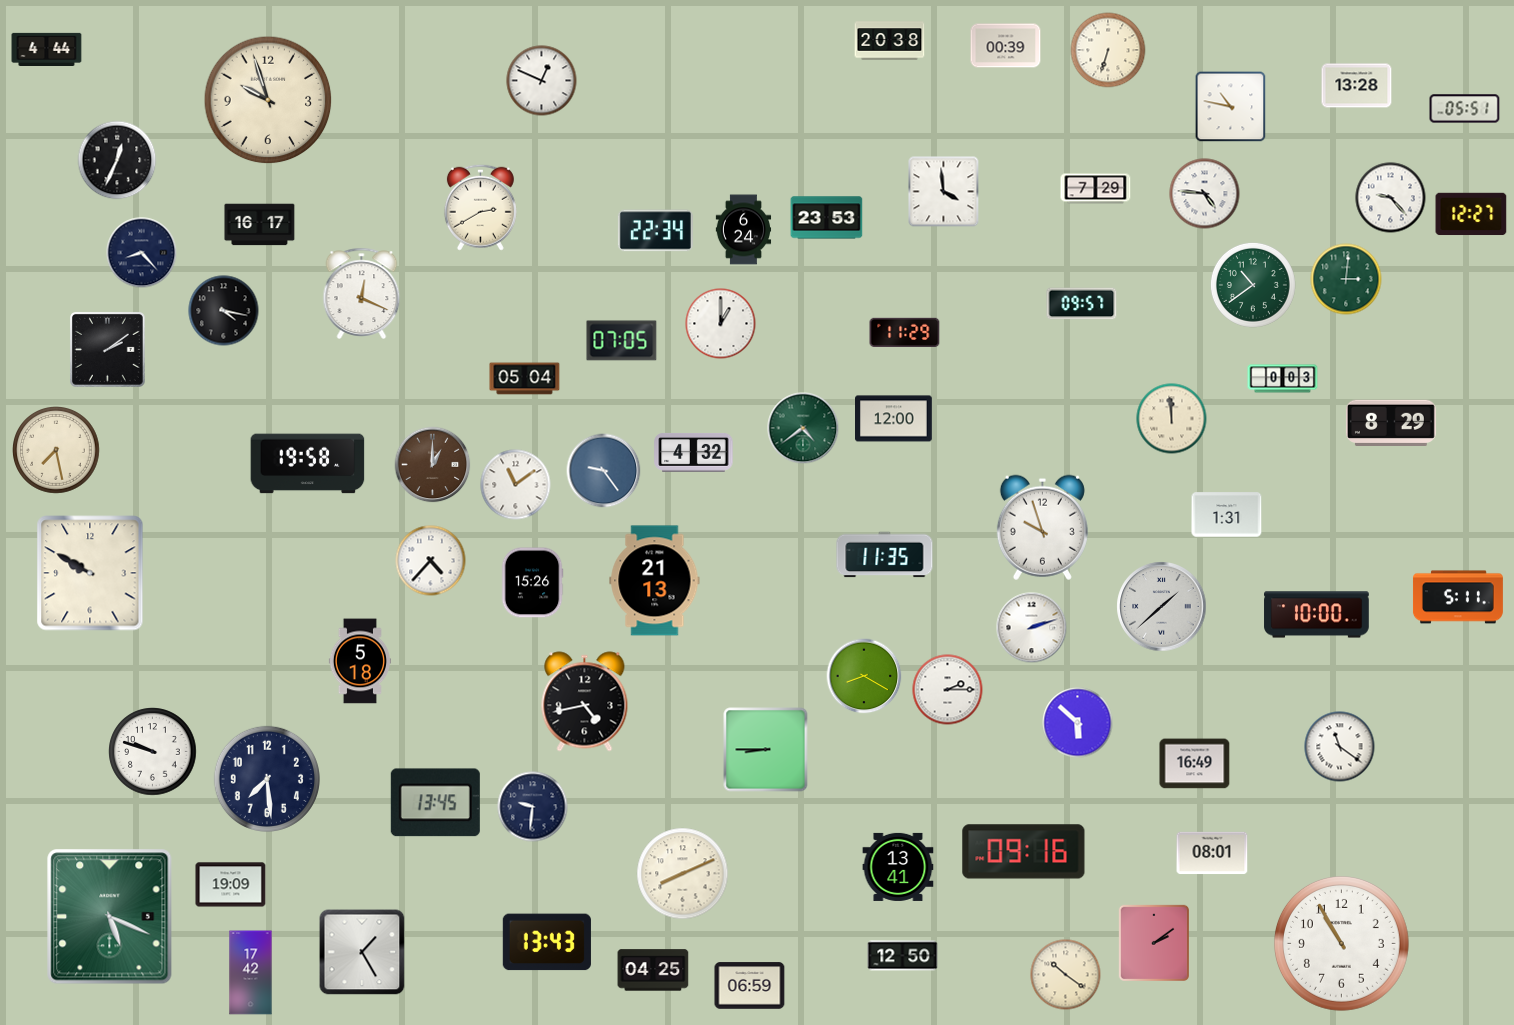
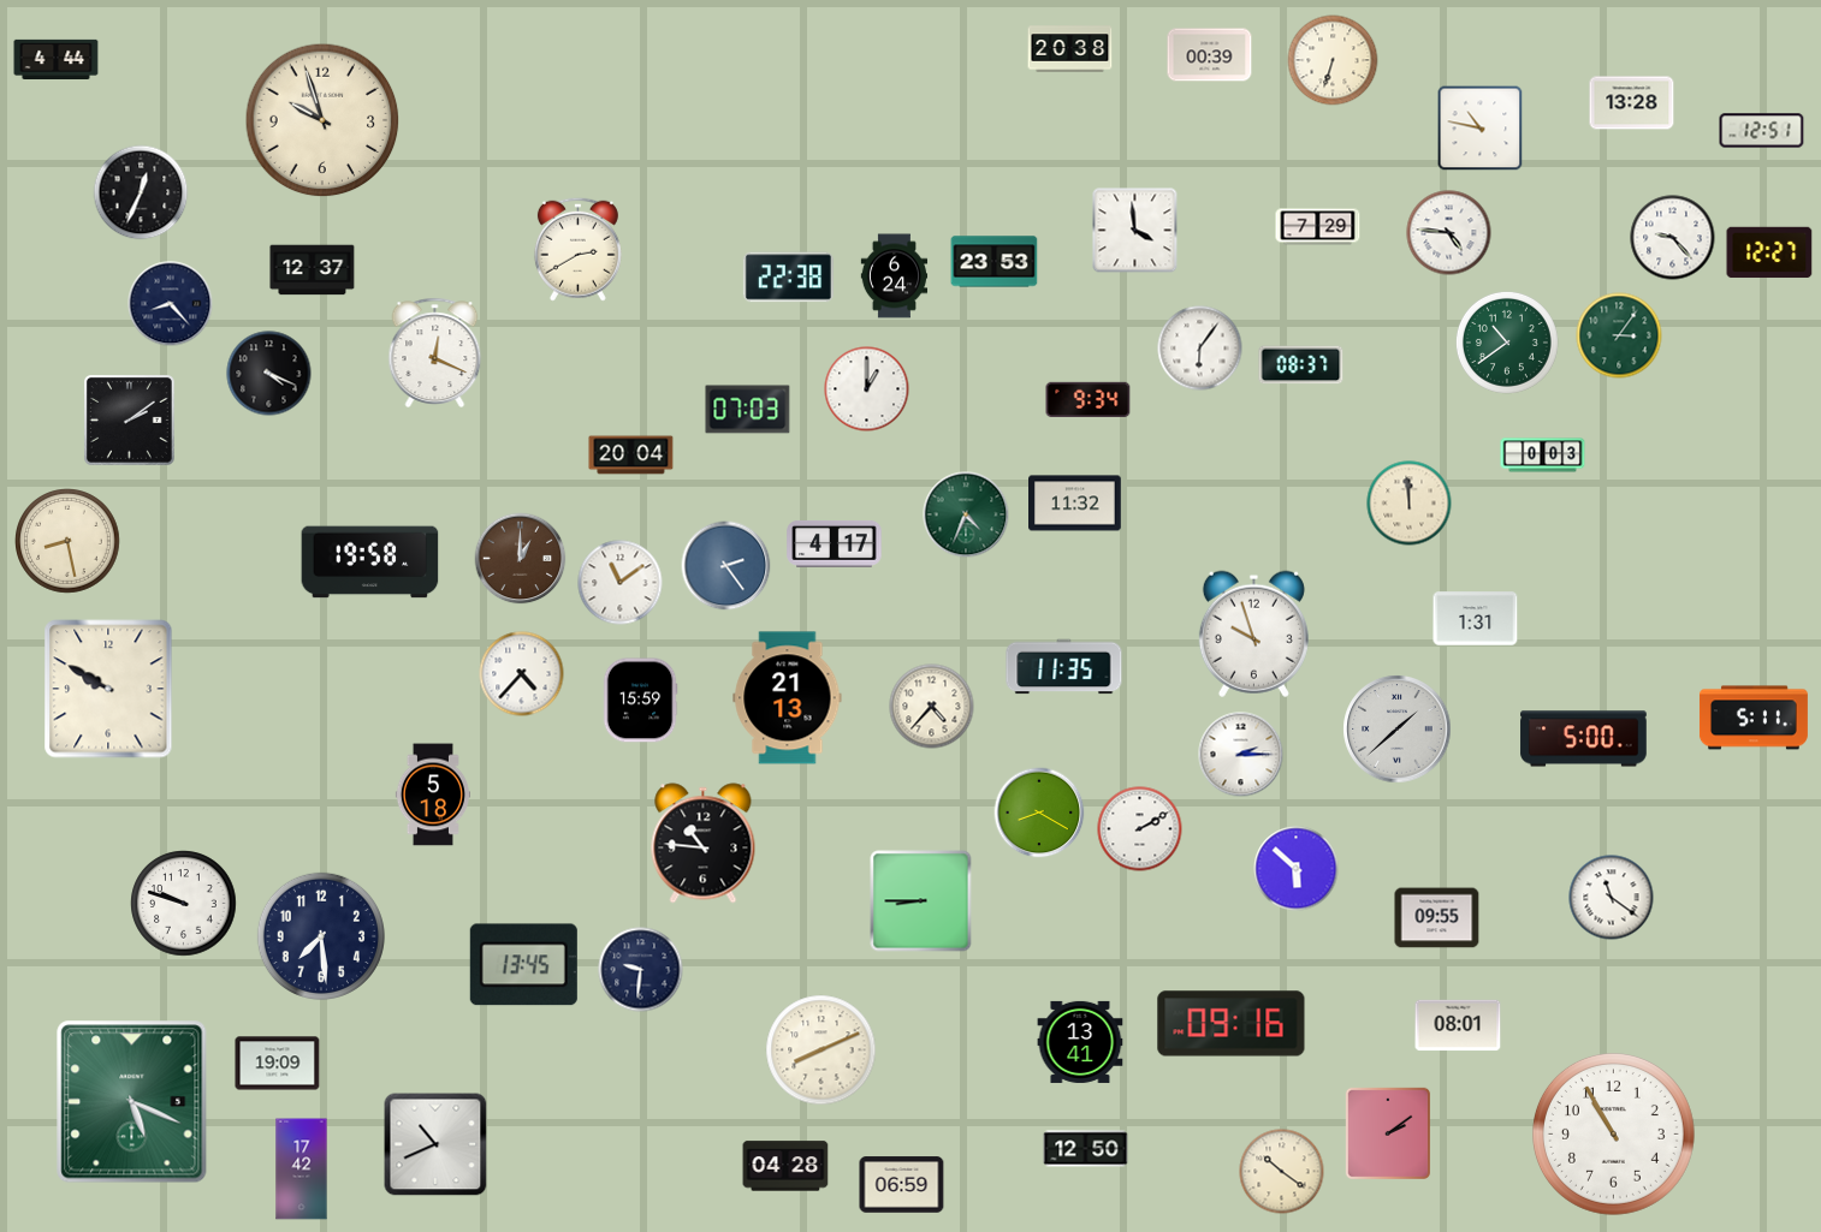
clock at (542, 81): 12:49 -> none
clock at (1465, 109): 05:51 -> 12:51
clock at (1471, 214) position: (1471, 214) -> (1769, 252)
clock at (260, 225): 16:17 -> 12:37
clock at (655, 231): 22:34 -> 22:38
clock at (1346, 279): 3:01 -> 3:06
clock at (1200, 349): none -> 6:06
clock at (1082, 304): 09:57 -> 08:37
clock at (224, 311): 4:17 -> 4:19
clock at (905, 333): 11:29 -> 9:34
clock at (622, 341): 07:05 -> 07:03
clock at (525, 379): 05:04 -> 20:04
clock at (894, 419): 12:00 -> 11:32
clock at (1391, 423): 8:29 -> none
clock at (803, 428): 4:39 -> 4:34
clock at (57, 451): 7:28 -> 8:28
clock at (694, 452): 4:32 -> 4:17
clock at (308, 464) position: (308, 464) -> (370, 563)
clock at (604, 471): 9:24 -> 2:24
clock at (431, 561) position: (431, 561) -> (522, 674)
clock at (532, 583): 15:26 -> 15:59
clock at (932, 707): none -> 4:37
clock at (1317, 615): 10:00 -> 5:00
clock at (1032, 628): 2:12 -> 2:15
clock at (948, 690): 2:15 -> 2:10
clock at (585, 702): 4:43 -> 10:46
clock at (1195, 764): 16:49 -> 09:55
clock at (547, 942): 13:43 -> none
clock at (362, 952): 1:25 -> 10:41
clock at (653, 970): 04:25 -> 04:28
